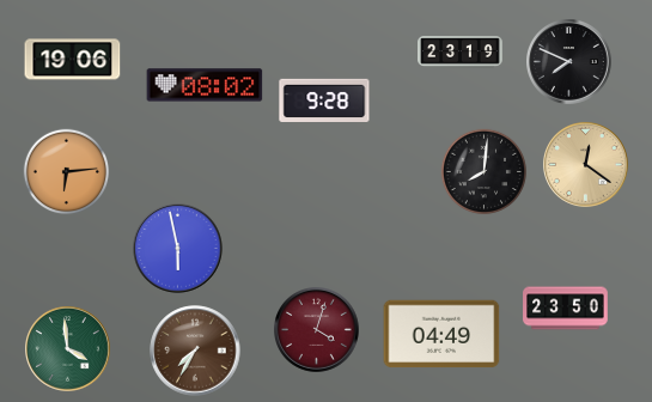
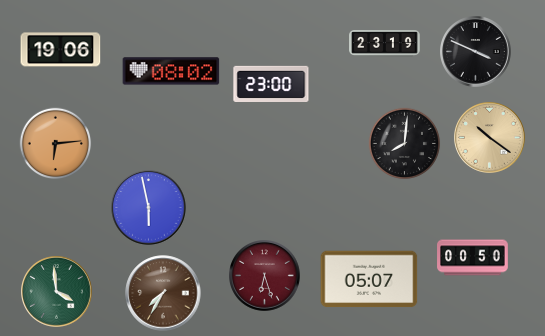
clock at (569, 62): 7:49 -> 3:49
clock at (324, 99): 9:28 -> 23:00
clock at (586, 165): 12:21 -> 10:21
clock at (566, 309): 23:50 -> 00:50
clock at (317, 330): 4:03 -> 6:27
clock at (441, 334): 04:49 -> 05:07
